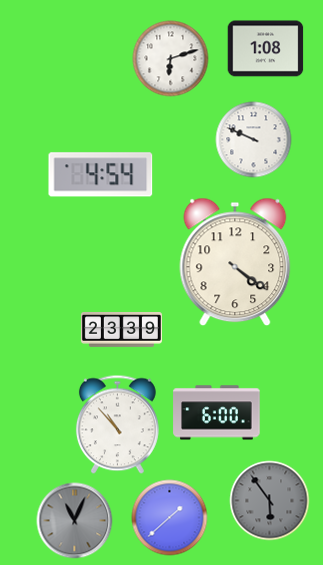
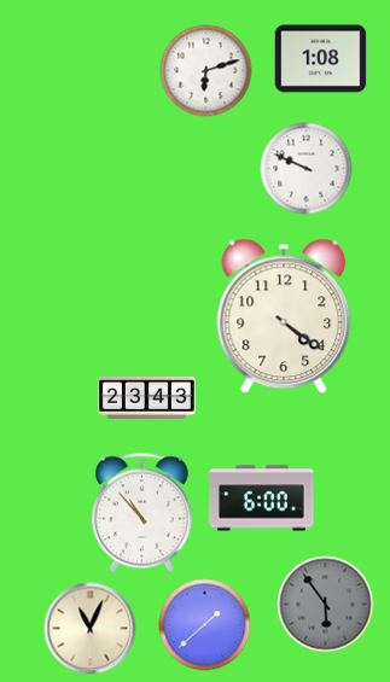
clock at (101, 175): 4:54 -> none
clock at (121, 330): 23:39 -> 23:43
clock at (75, 521) dial: grey -> cream
